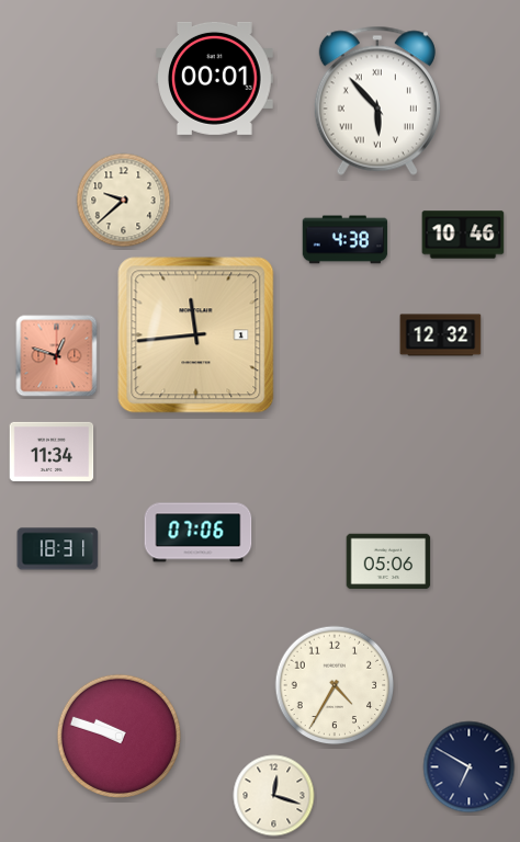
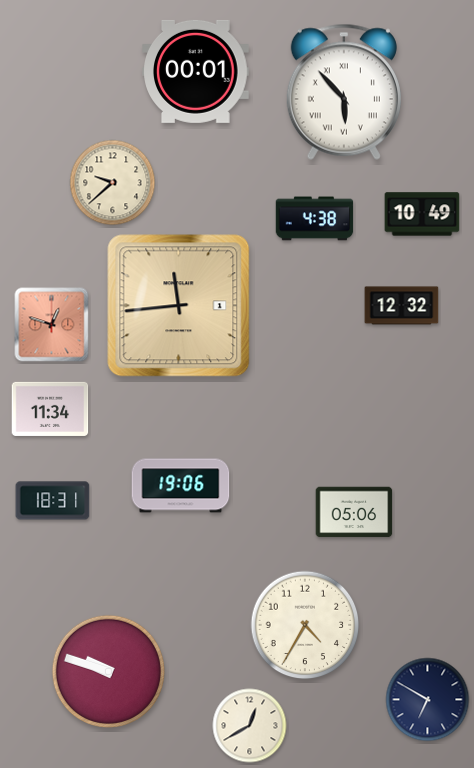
clock at (463, 235): 10:46 -> 10:49
clock at (52, 452) position: (52, 452) -> (50, 409)
clock at (199, 533): 07:06 -> 19:06
clock at (274, 796): 12:18 -> 12:40
